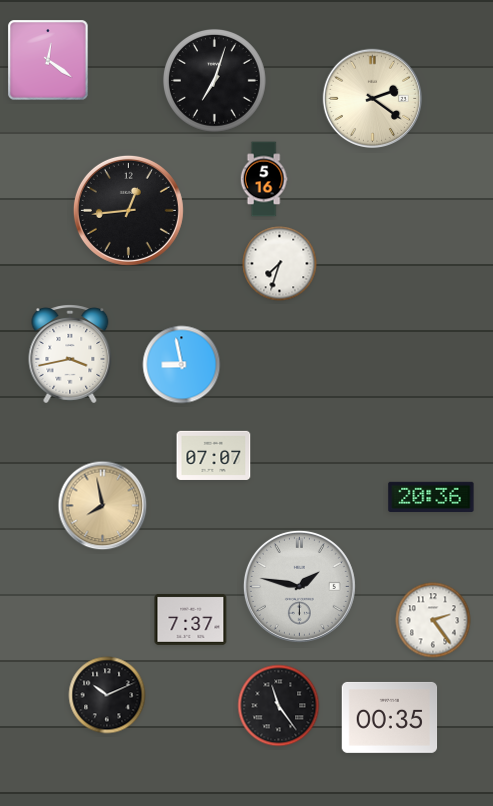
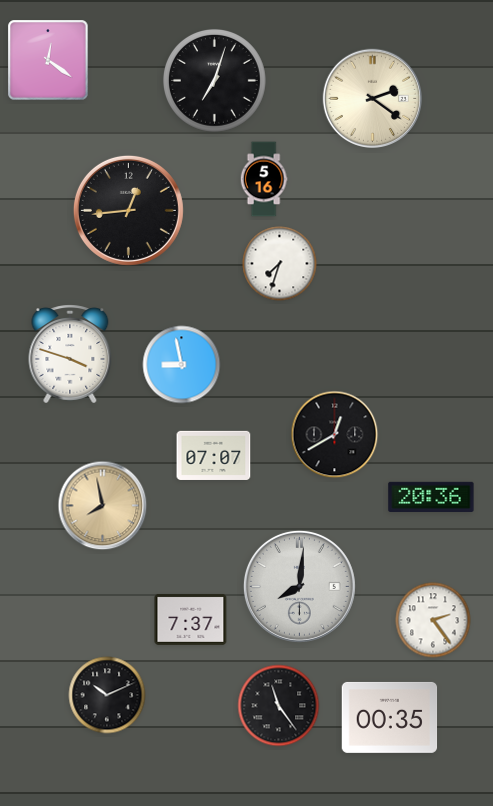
clock at (70, 354): 3:43 -> 3:48
clock at (335, 435): none -> 12:40
clock at (299, 586): 1:47 -> 8:01
